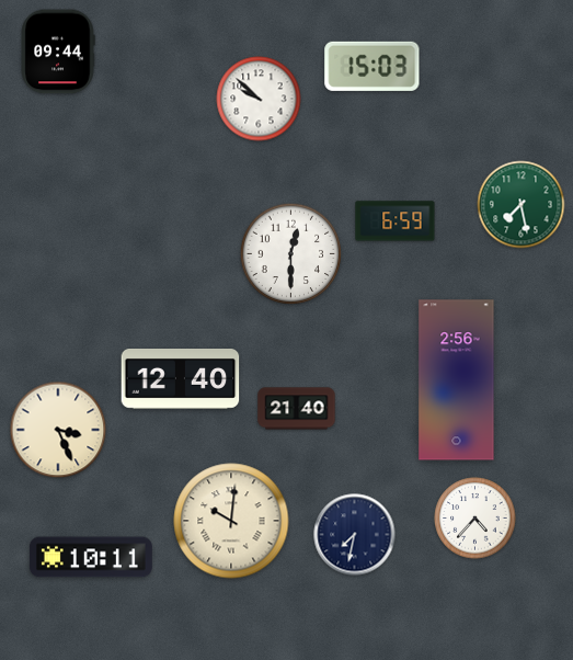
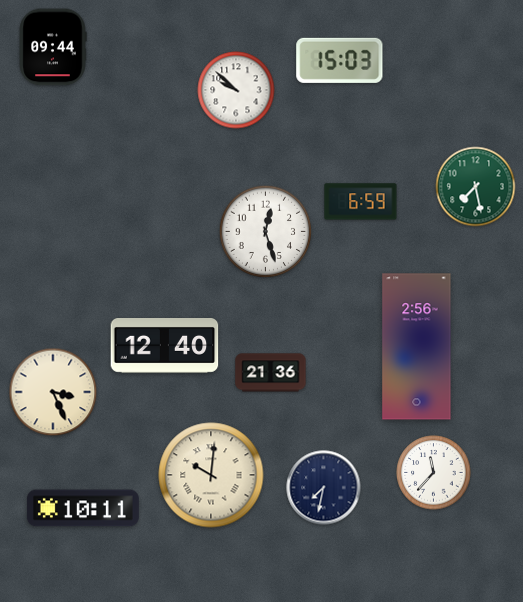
clock at (291, 254): 12:30 -> 12:27
clock at (297, 409): 21:40 -> 21:36
clock at (475, 519): 4:37 -> 11:37
